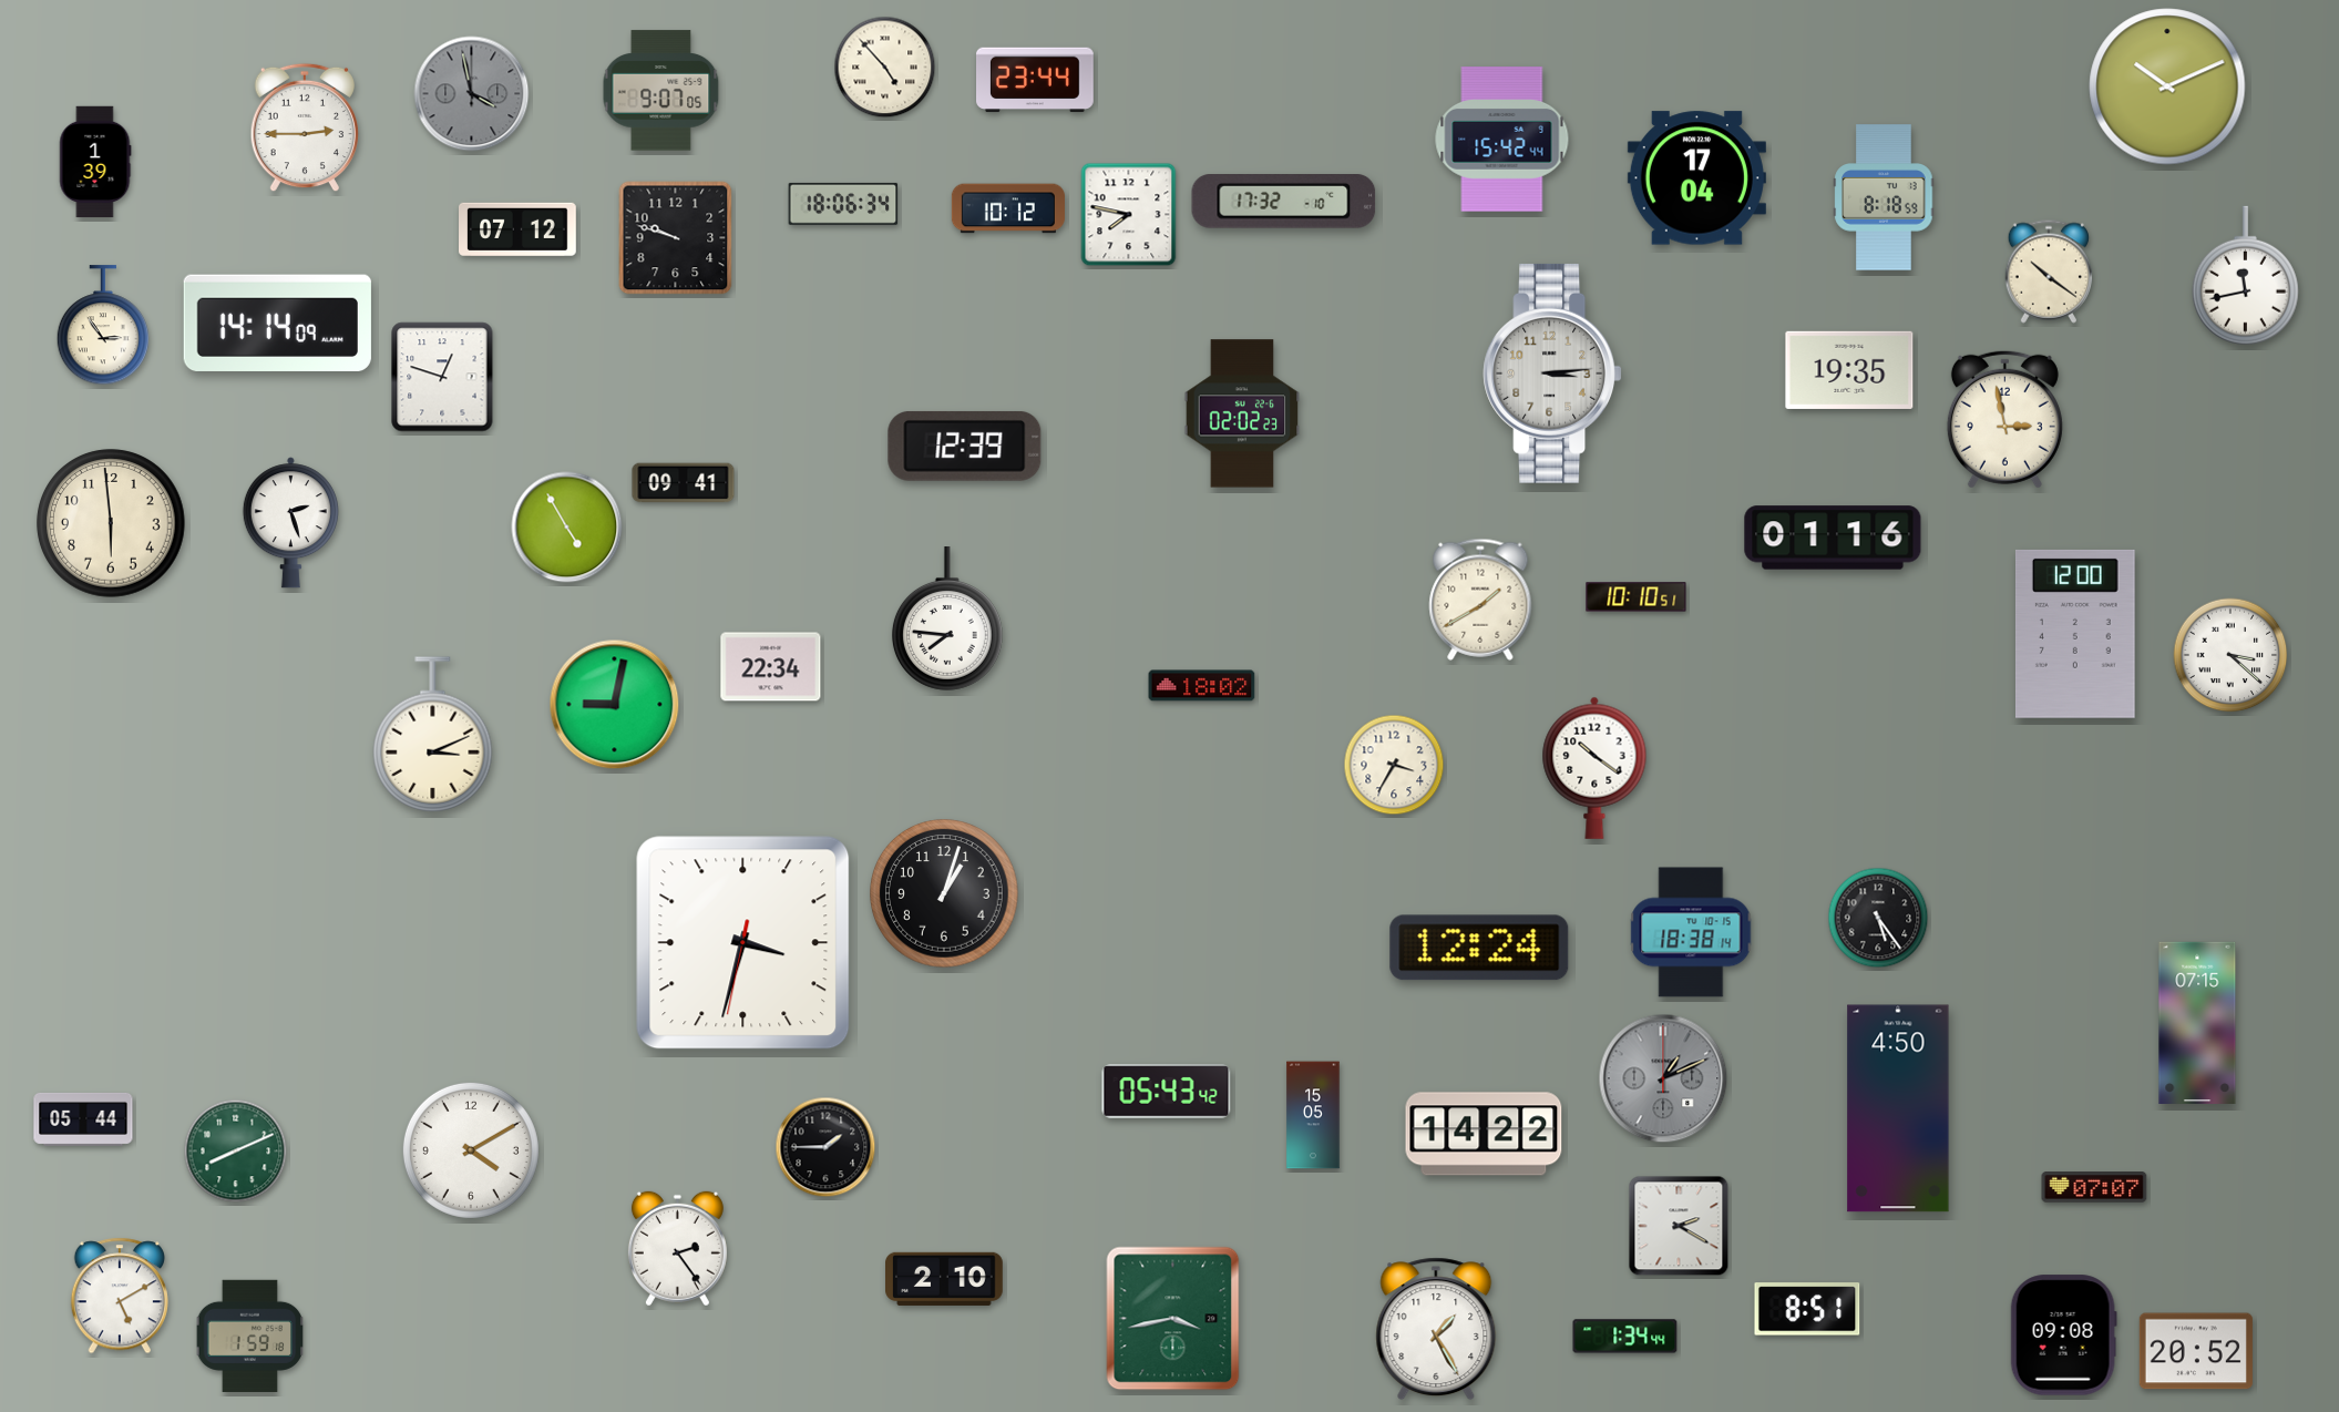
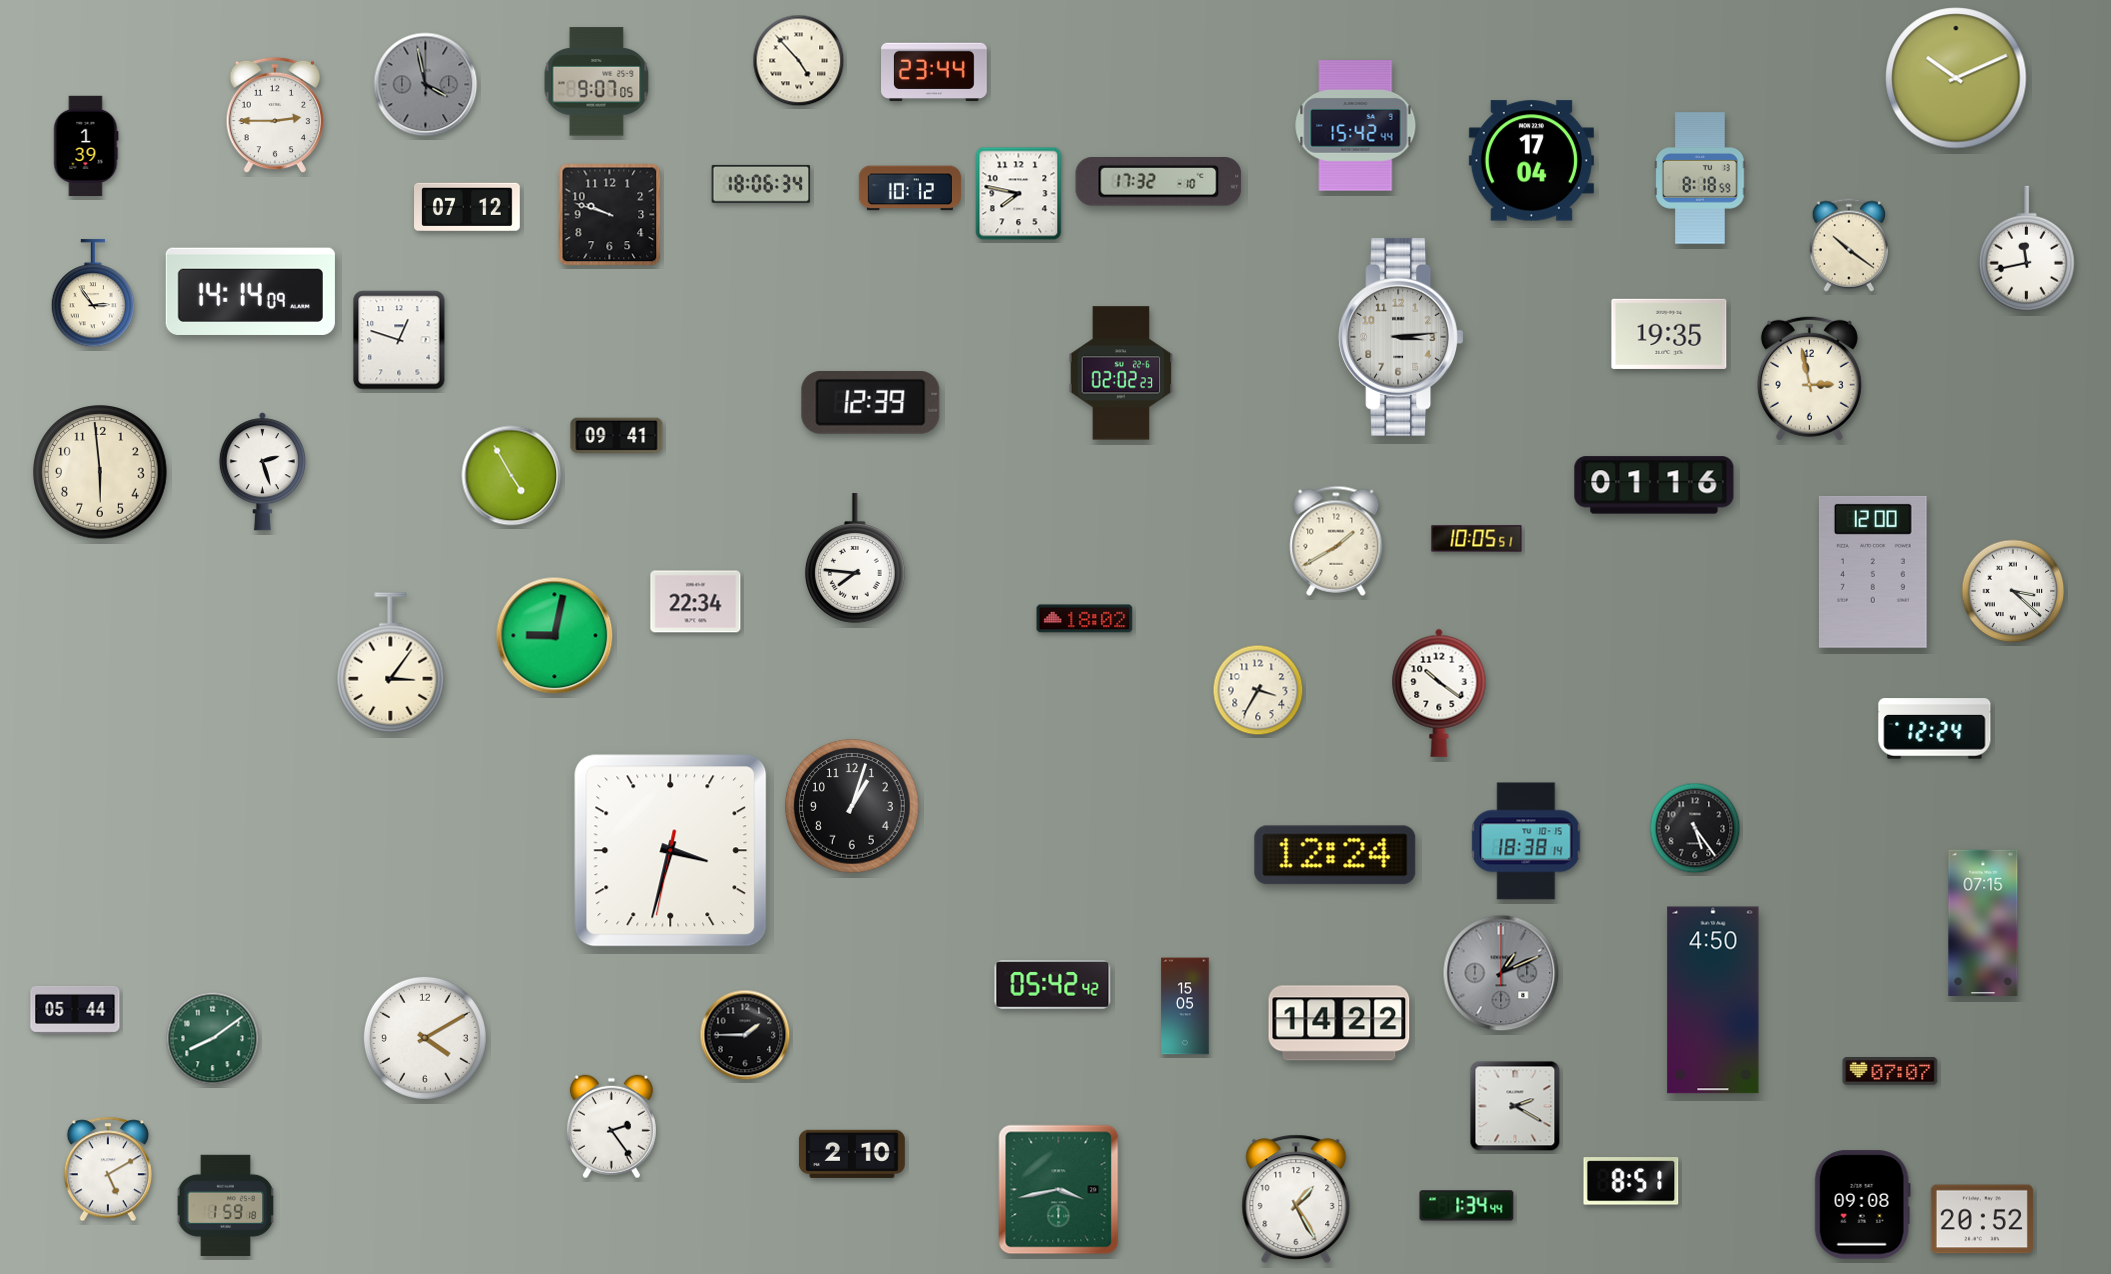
clock at (1637, 597): 10:10 -> 10:05
clock at (433, 735): 3:11 -> 3:06
clock at (1935, 729): none -> 12:24
clock at (1167, 1092): 05:43 -> 05:42
clock at (236, 1152): 8:11 -> 8:09
